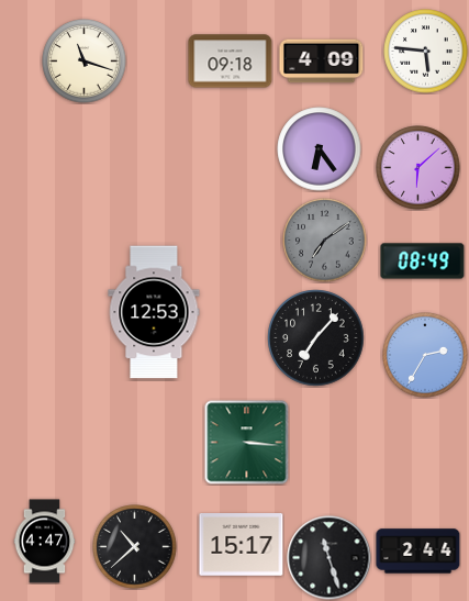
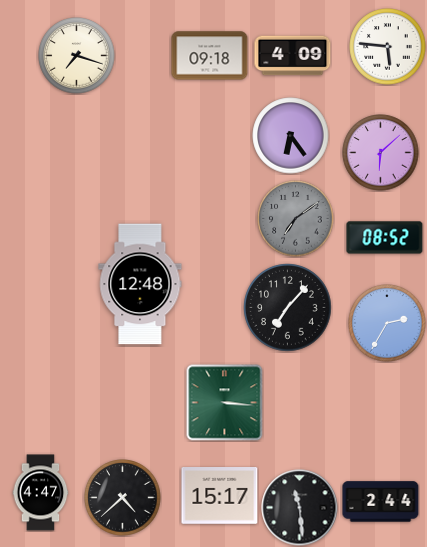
clock at (85, 62): 11:18 -> 7:18
clock at (423, 261): 08:49 -> 08:52
clock at (154, 312): 12:53 -> 12:48
clock at (135, 547): 10:38 -> 4:38
clock at (330, 558): 11:27 -> 11:29
